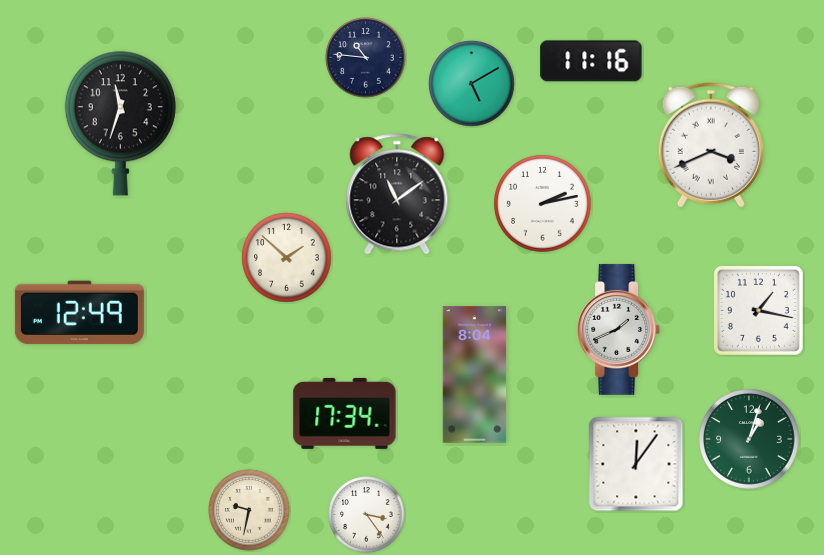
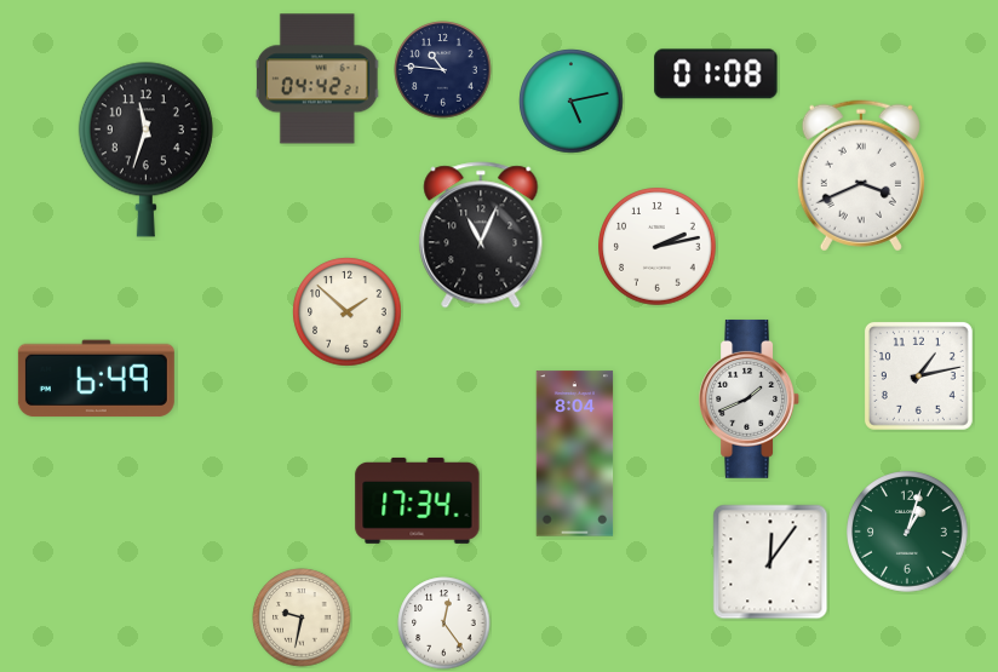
clock at (591, 61): 11:16 -> 01:08
clock at (317, 79): none -> 04:42
clock at (472, 84): 5:10 -> 5:13
clock at (397, 194): 11:09 -> 11:04
clock at (758, 310): 1:17 -> 1:13
clock at (79, 313): 12:49 -> 6:49
clock at (367, 515): 3:24 -> 12:24
